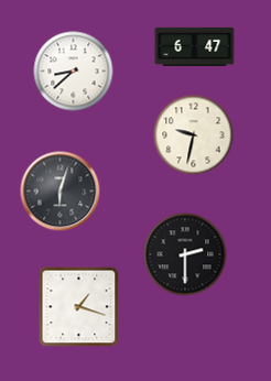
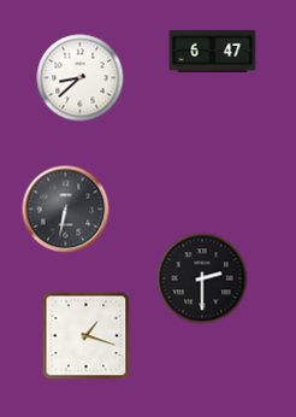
clock at (194, 135): 9:32 -> none
clock at (61, 192): 6:03 -> 6:32
